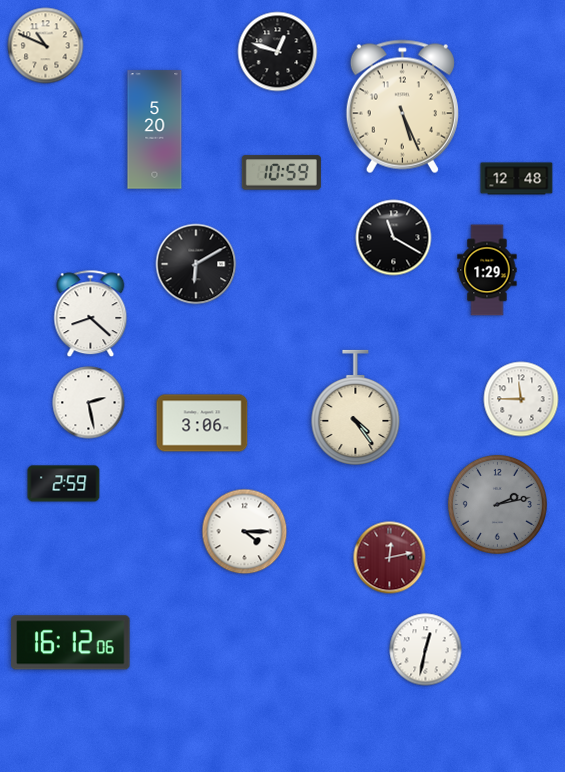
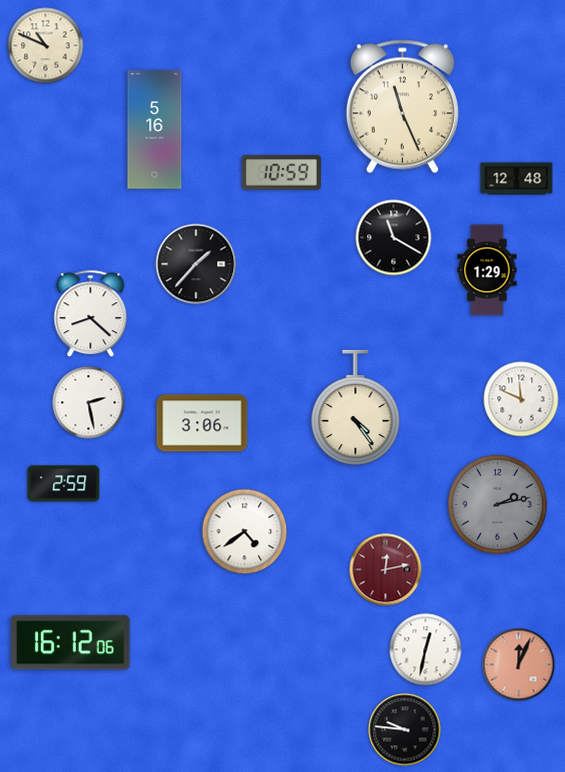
clock at (278, 52): 12:48 -> none
clock at (402, 107): 5:26 -> 11:26
clock at (155, 130): 5:20 -> 5:16
clock at (196, 264): 6:10 -> 1:37
clock at (521, 399): 11:45 -> 11:49
clock at (245, 532): 4:15 -> 4:39
clock at (390, 558) position: (390, 558) -> (386, 570)
clock at (519, 665): none -> 12:04
clock at (405, 730): none -> 9:46
